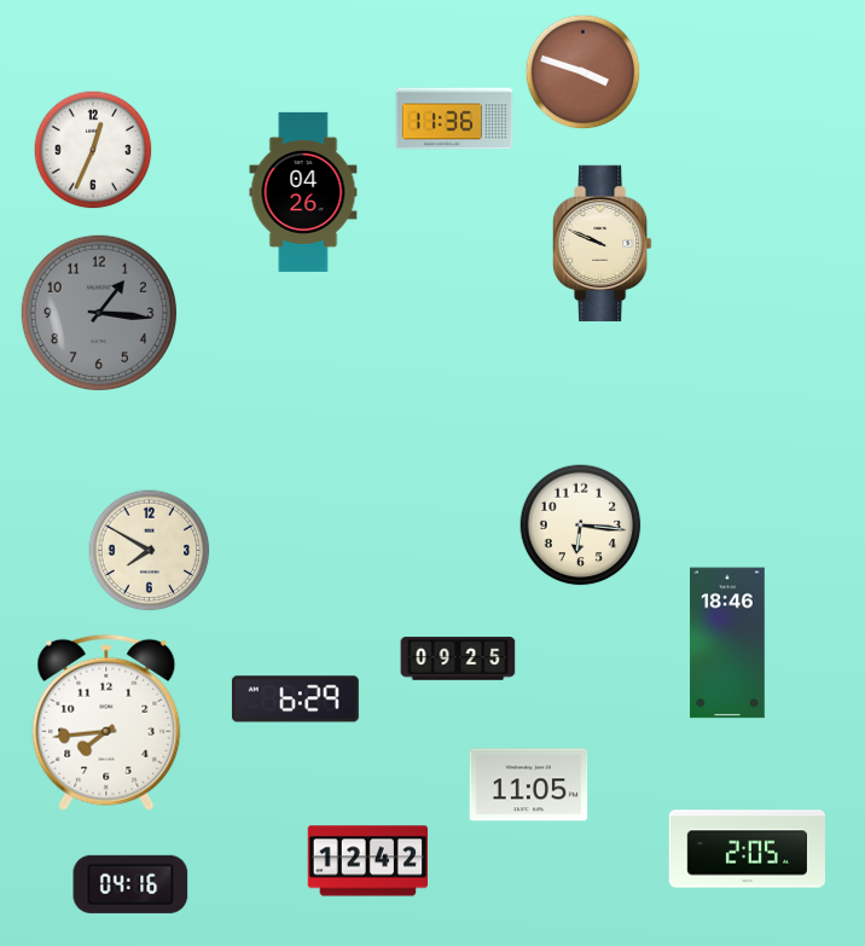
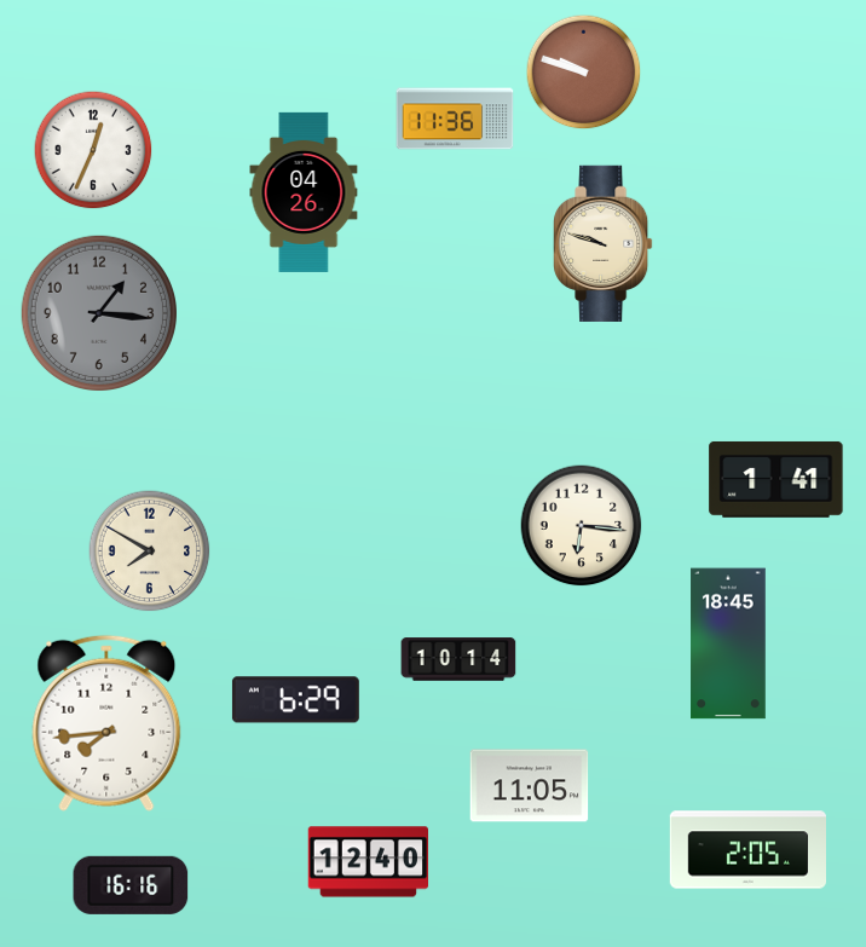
clock at (584, 72): 3:48 -> 9:48
clock at (603, 243): 9:49 -> 9:48
clock at (776, 479): none -> 1:41
clock at (727, 643): 18:46 -> 18:45
clock at (458, 658): 09:25 -> 10:14
clock at (367, 861): 12:42 -> 12:40
clock at (130, 884): 04:16 -> 16:16
